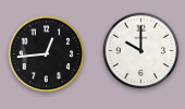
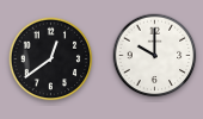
clock at (47, 55): 12:44 -> 12:39
